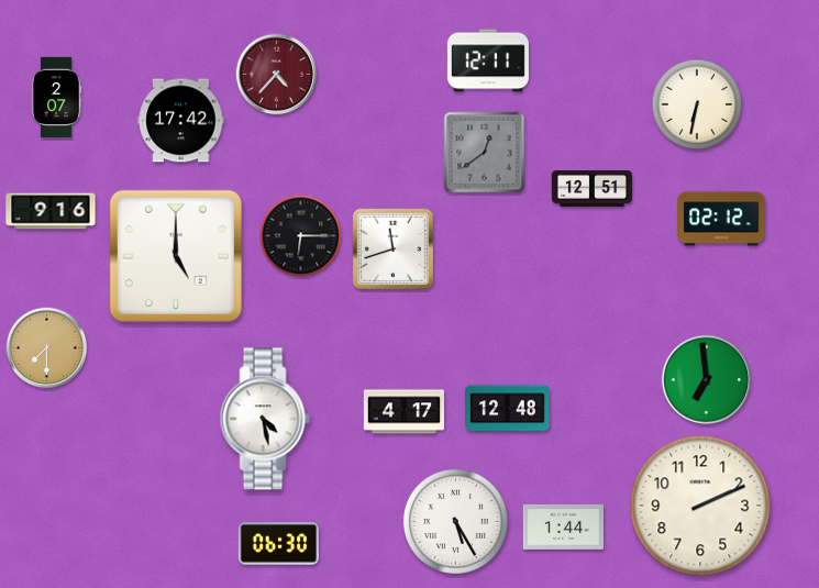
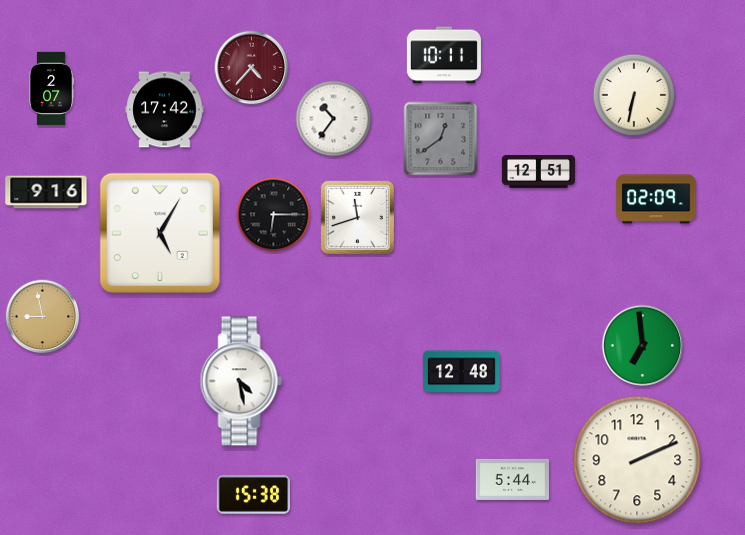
clock at (488, 60): 12:11 -> 10:11
clock at (334, 119): none -> 10:36
clock at (721, 219): 02:12 -> 02:09
clock at (392, 248) position: (392, 248) -> (357, 217)
clock at (176, 256): 5:00 -> 5:05
clock at (47, 348): 7:30 -> 8:58
clock at (403, 412): 4:17 -> none
clock at (455, 521): 5:25 -> none
clock at (563, 526): 1:44 -> 5:44
clock at (278, 544): 06:30 -> 15:38
